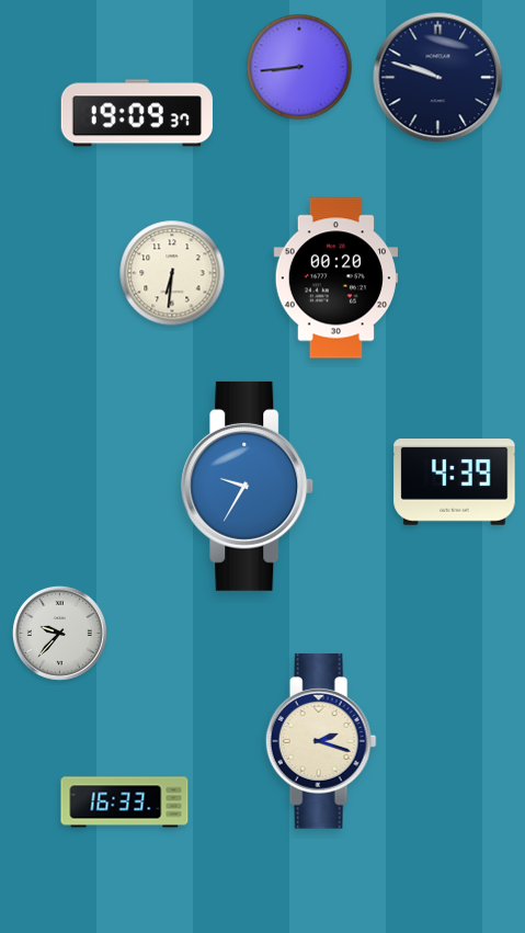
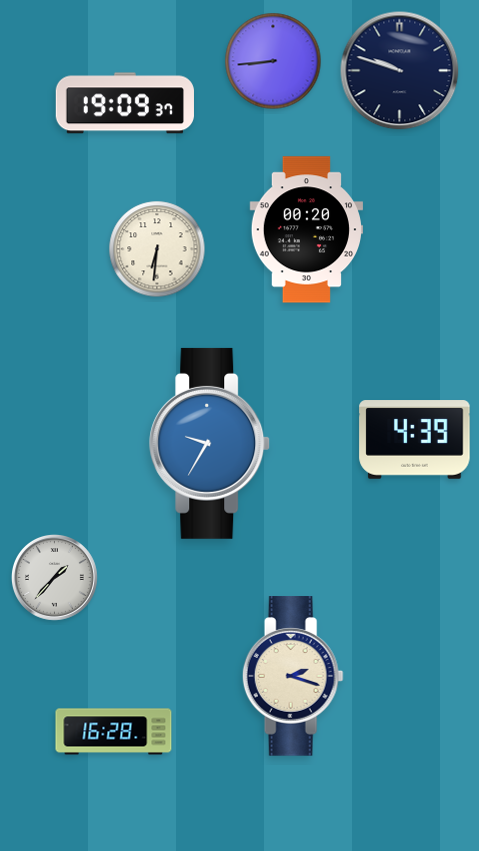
clock at (336, 278) position: (336, 278) -> (307, 230)
clock at (248, 486) position: (248, 486) -> (210, 443)
clock at (59, 633): 9:37 -> 1:37
clock at (125, 803): 16:33 -> 16:28
